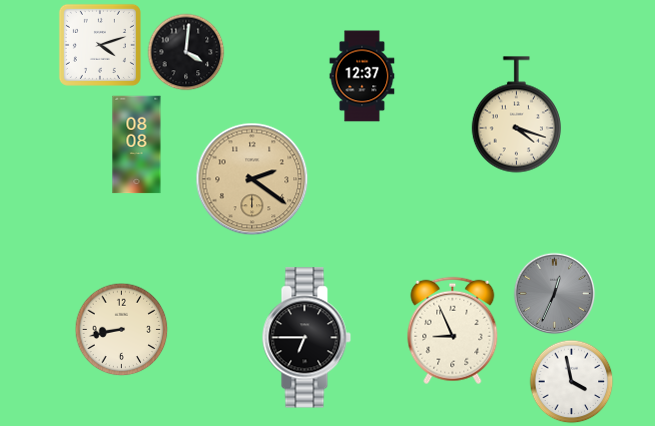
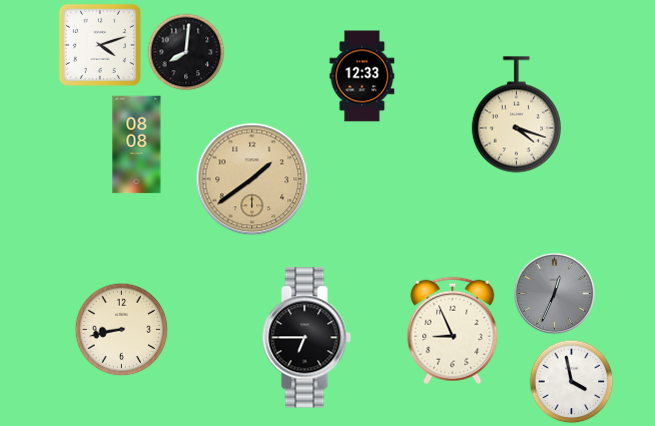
clock at (186, 52): 4:01 -> 8:01
clock at (362, 76): 12:37 -> 12:33
clock at (252, 179): 2:21 -> 1:39
